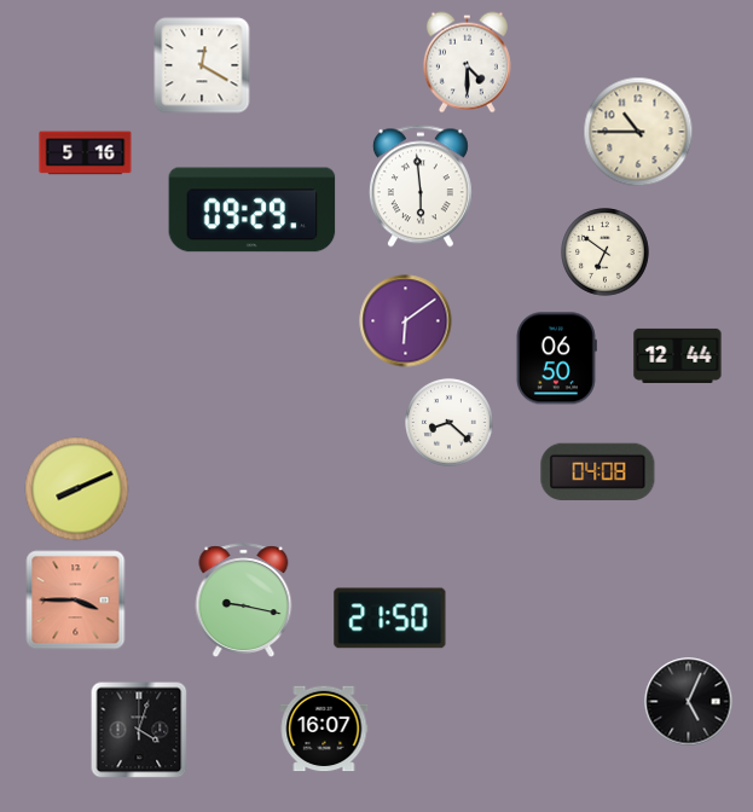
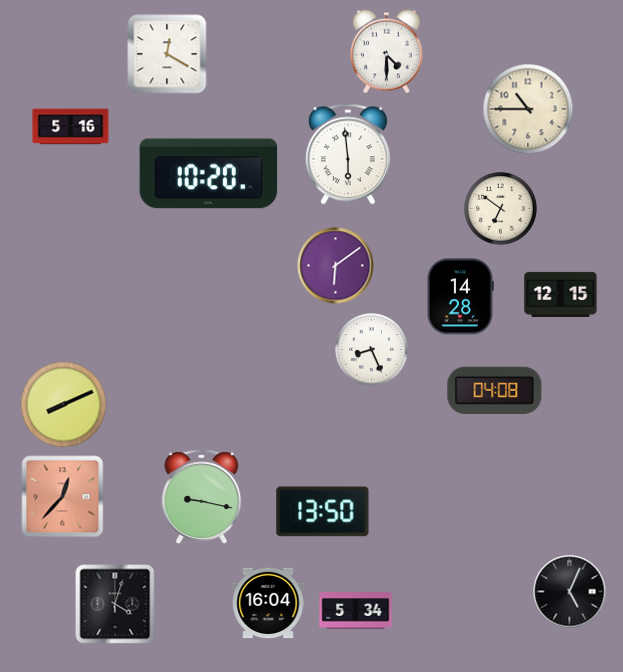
clock at (253, 210): 09:29 -> 10:20
clock at (678, 355): 12:44 -> 12:15
clock at (556, 359): 06:50 -> 14:28
clock at (450, 423): 8:22 -> 8:26
clock at (76, 601): 3:45 -> 12:37
clock at (390, 619): 21:50 -> 13:50
clock at (689, 702) position: (689, 702) -> (570, 592)
clock at (324, 729): 16:07 -> 16:04
clock at (356, 611): none -> 5:34
